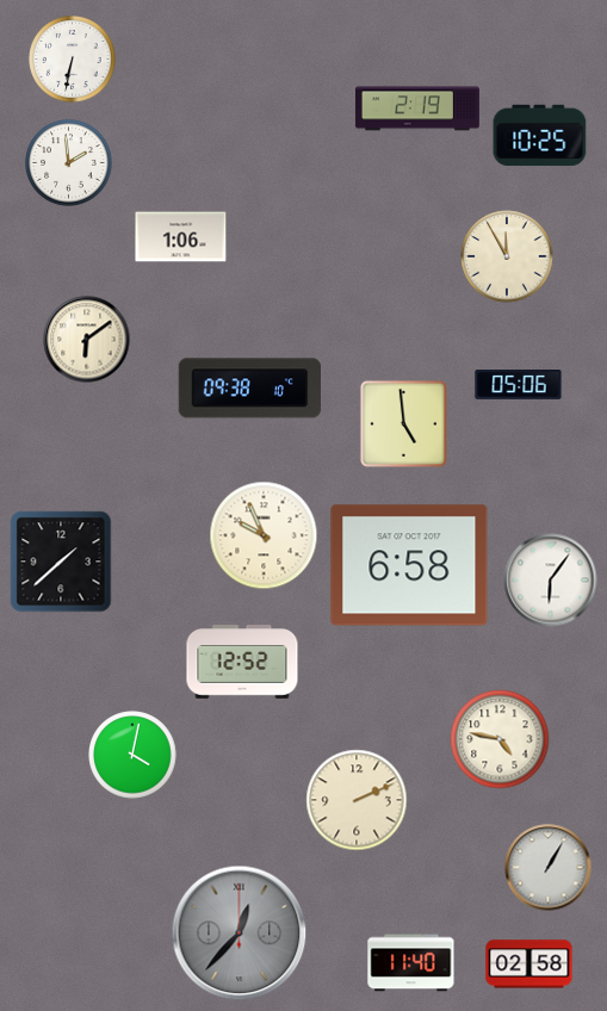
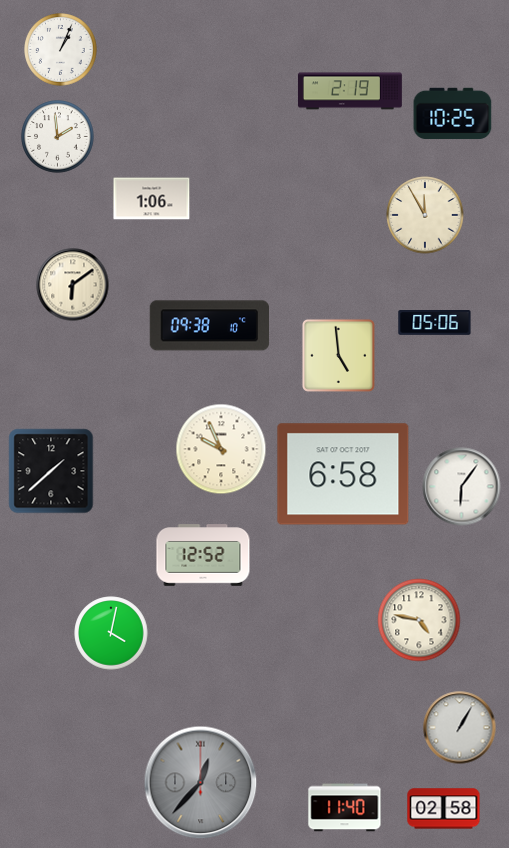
clock at (73, 60): 6:32 -> 1:04
clock at (357, 800): 2:11 -> none
